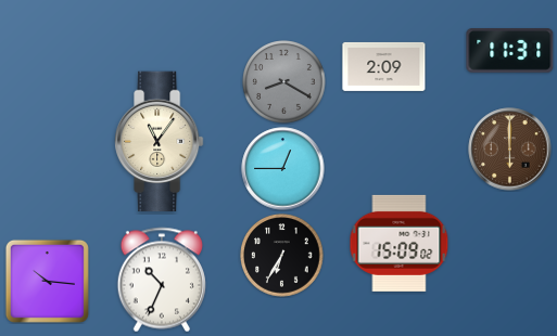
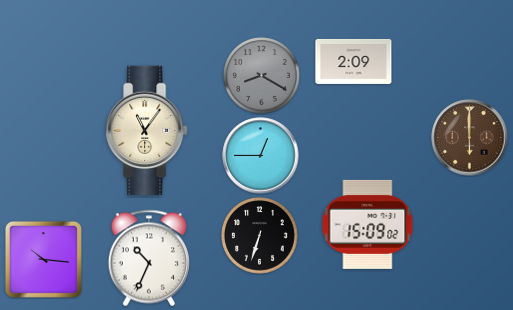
clock at (510, 51): 11:31 -> none
clock at (282, 256): 6:35 -> 6:33
